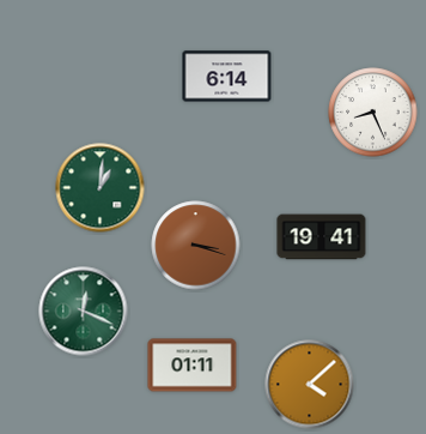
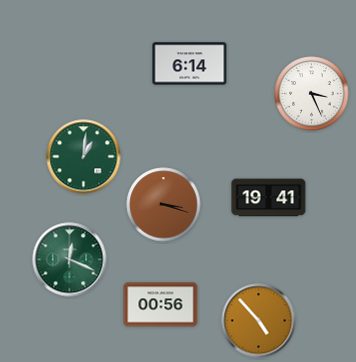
clock at (373, 113): 8:26 -> 3:26
clock at (193, 366): 01:11 -> 00:56
clock at (310, 385): 4:08 -> 4:53
